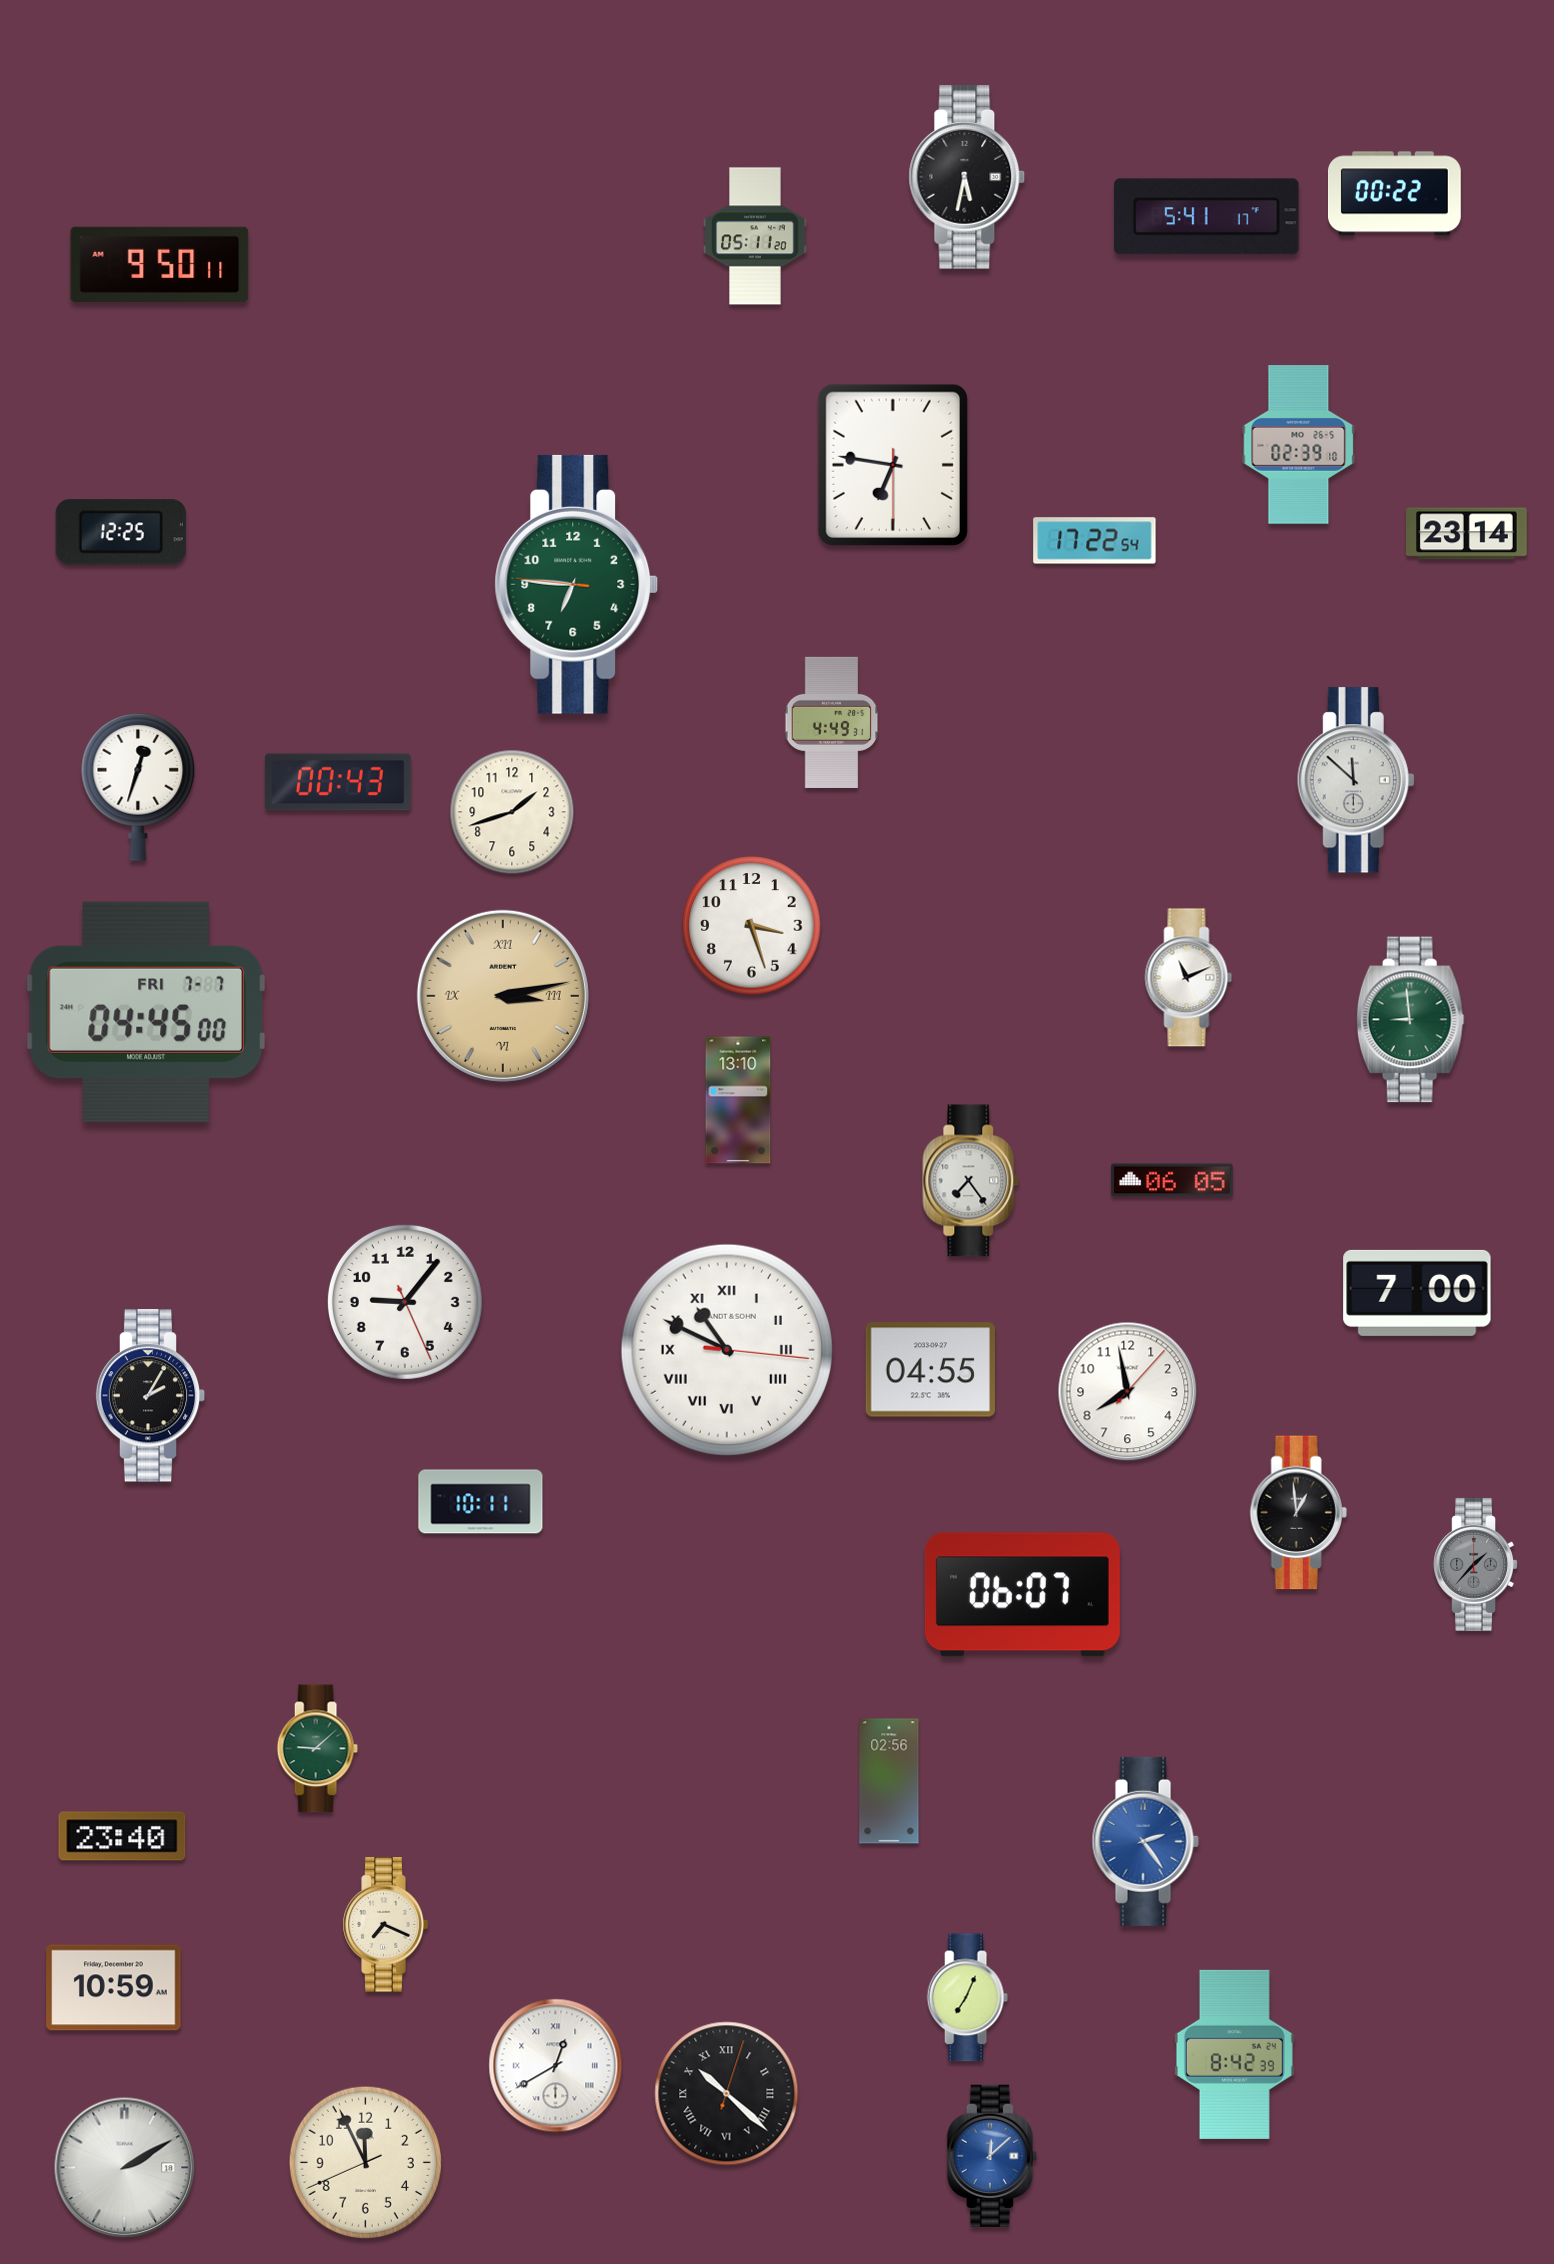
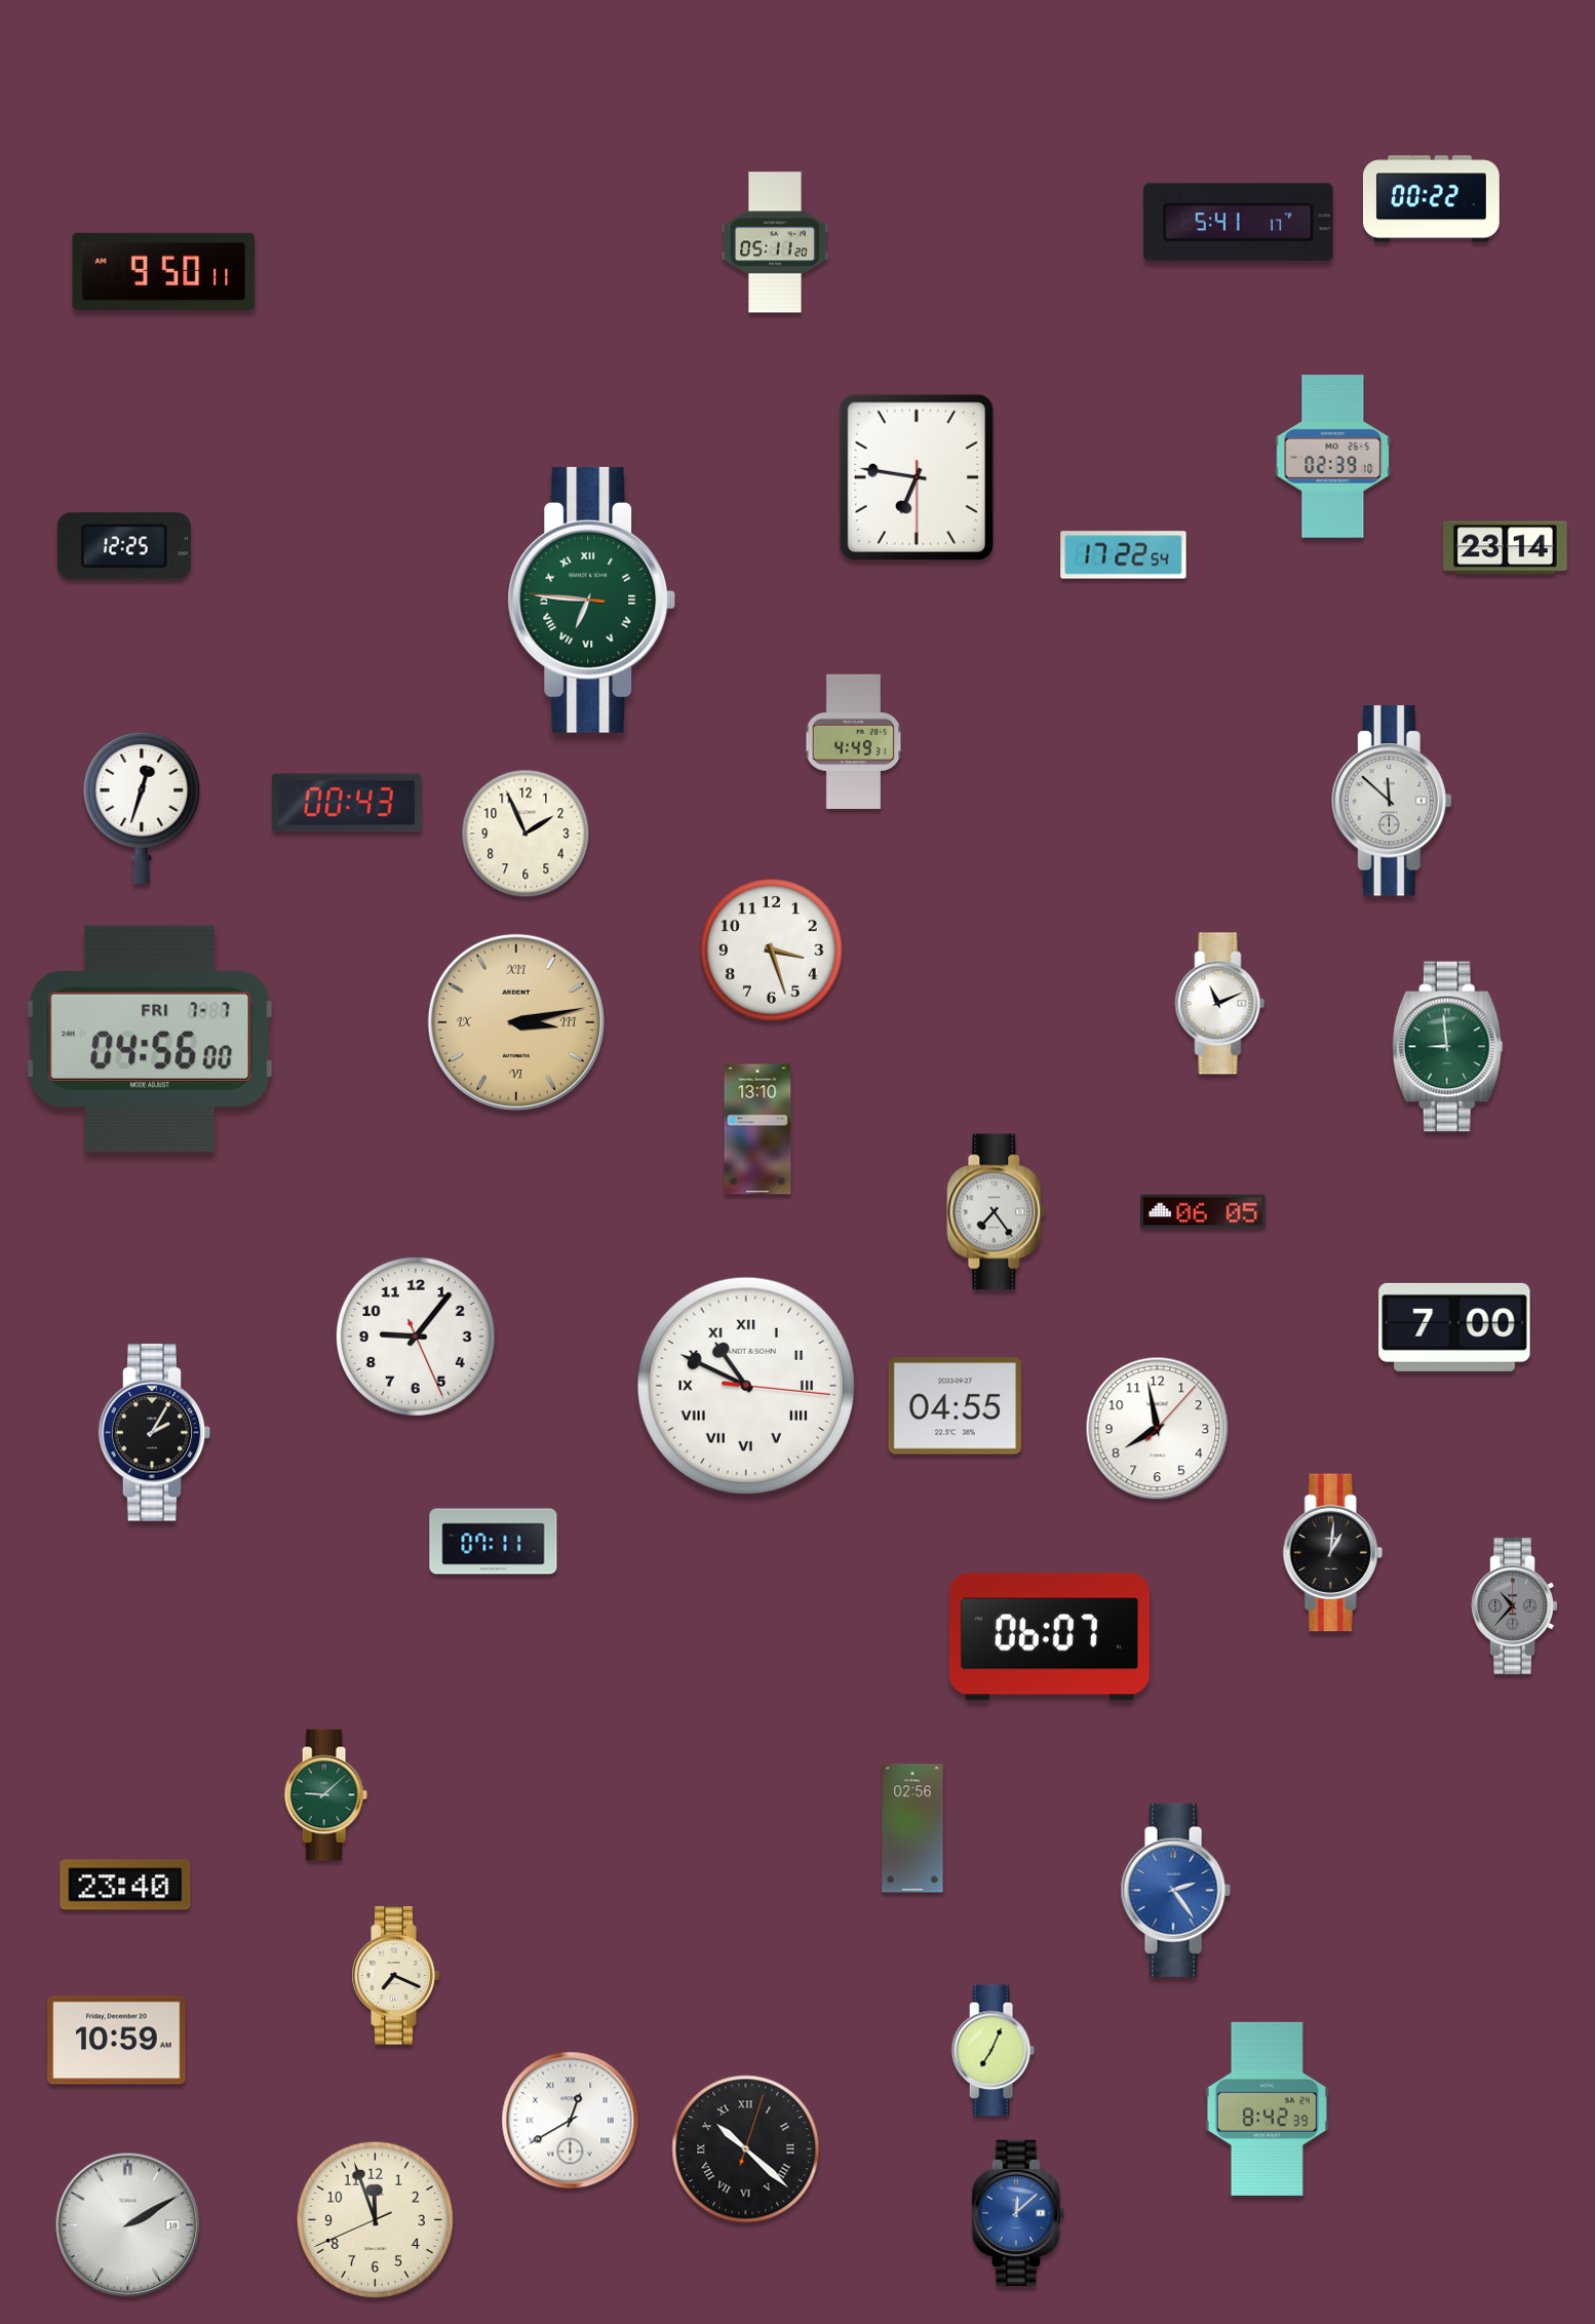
clock at (967, 178): 5:32 -> none
clock at (577, 584) numerals: Arabic -> Roman
clock at (512, 812): 1:42 -> 1:56
clock at (145, 1012): 04:45 -> 04:56
clock at (481, 1502): 10:11 -> 07:11
clock at (1298, 1513): 12:59 -> 1:01
clock at (1476, 1564): 1:37 -> 10:37
clock at (365, 2162): 11:55 -> 11:56
